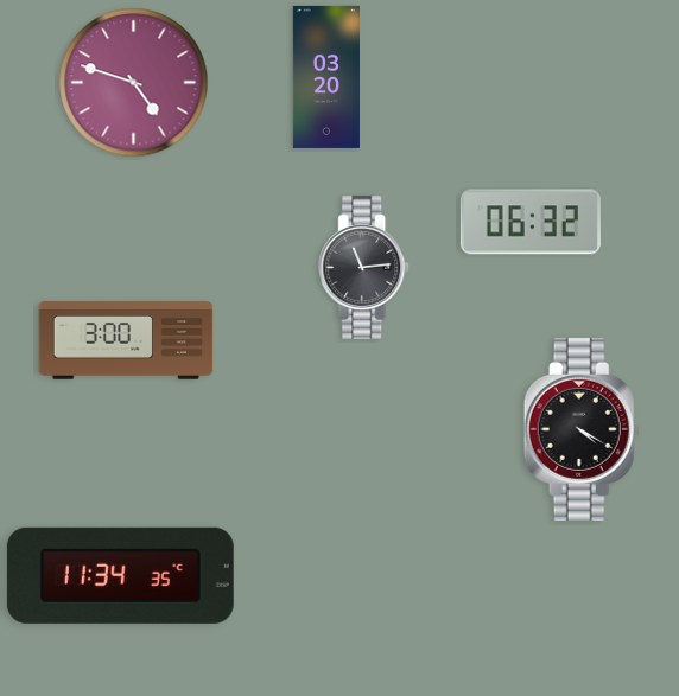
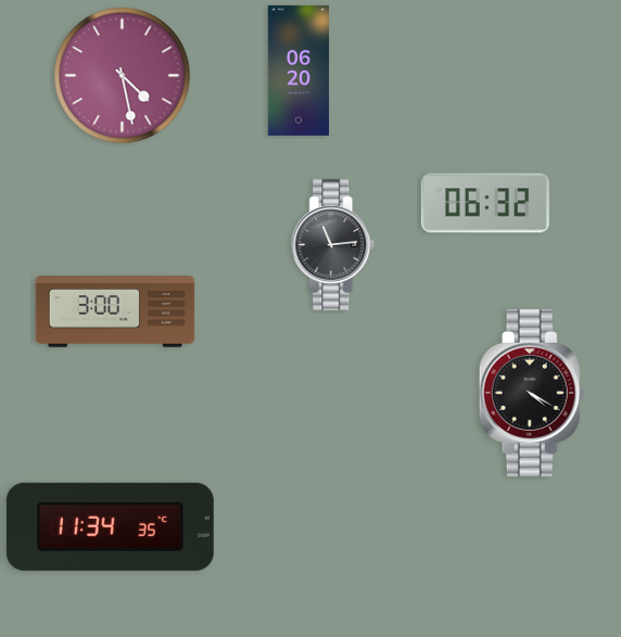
clock at (326, 77): 03:20 -> 06:20
clock at (134, 83): 4:48 -> 4:28
